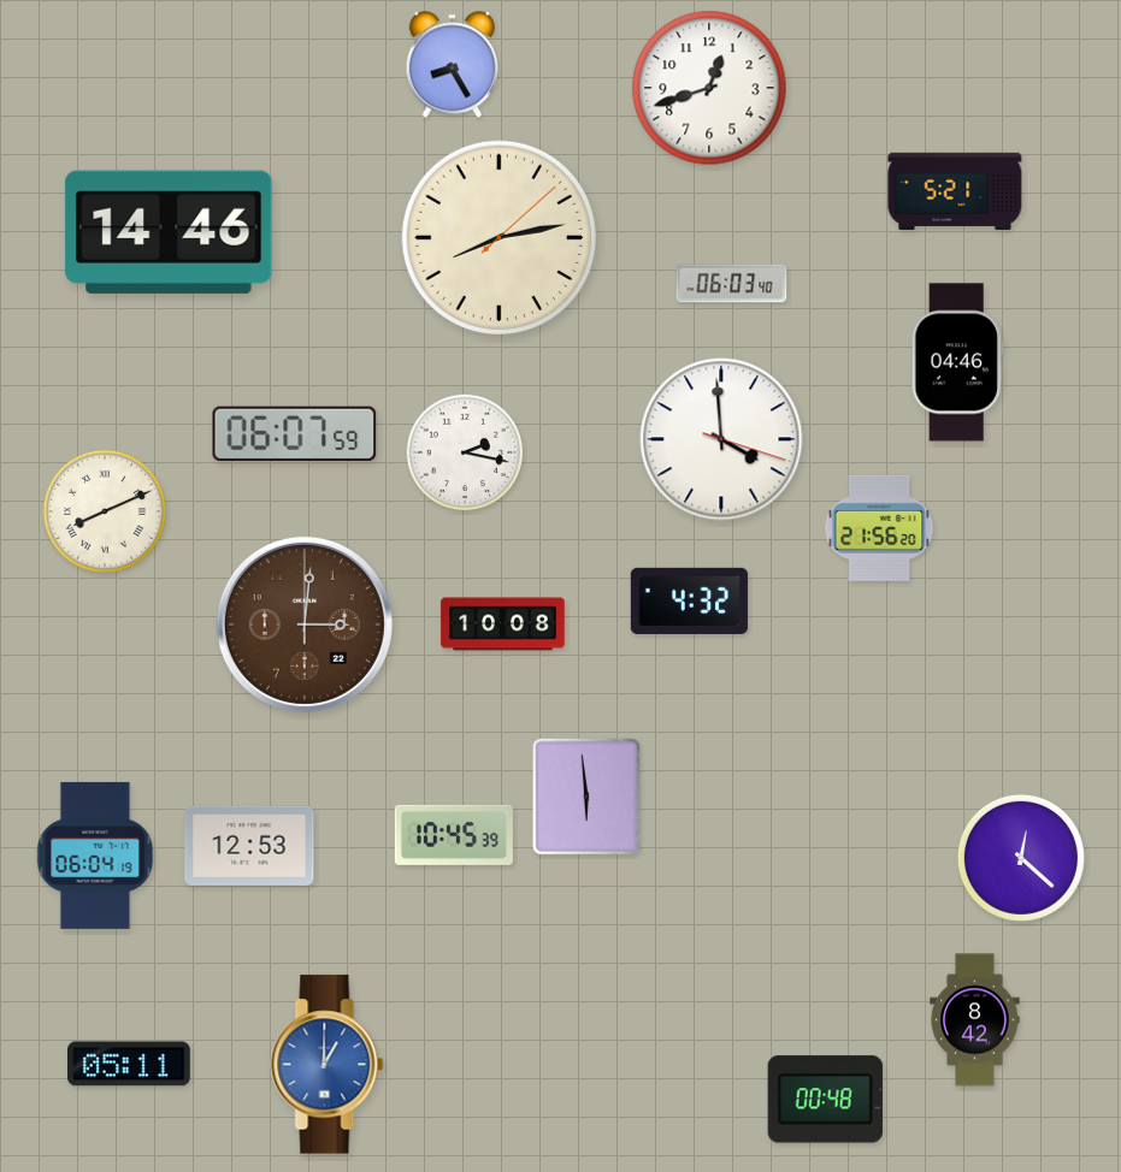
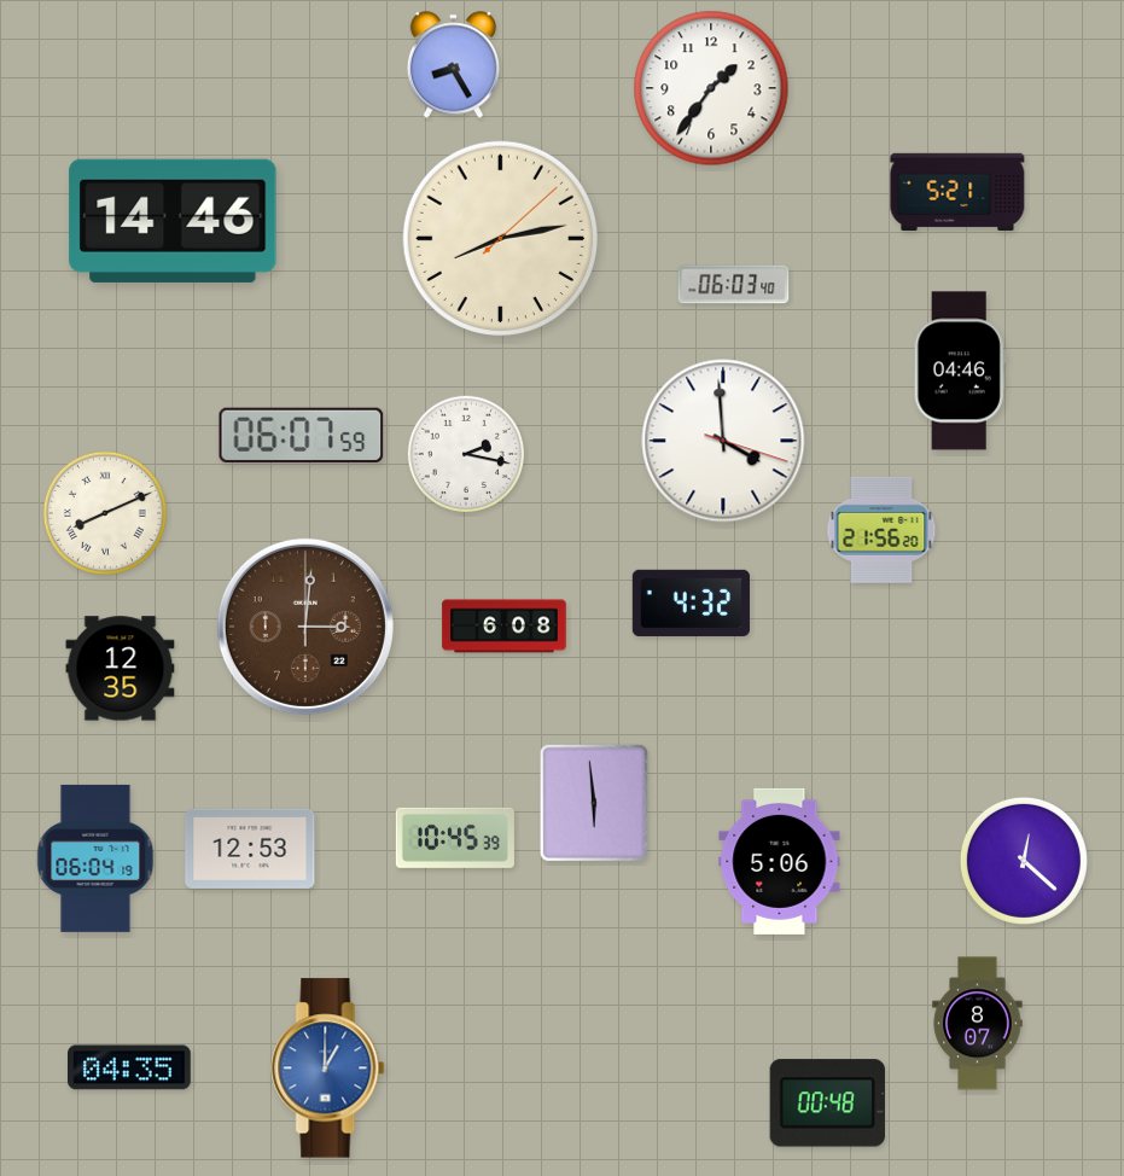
clock at (709, 88): 12:42 -> 1:36
clock at (169, 232) position: (169, 232) -> (173, 221)
clock at (957, 362) position: (957, 362) -> (960, 371)
clock at (295, 433) position: (295, 433) -> (302, 435)
clock at (503, 625): 10:08 -> 6:08
clock at (121, 669): none -> 12:35
clock at (586, 797) position: (586, 797) -> (594, 803)
clock at (780, 861): none -> 5:06
clock at (975, 1020): 8:42 -> 8:07
clock at (130, 1064): 05:11 -> 04:35
